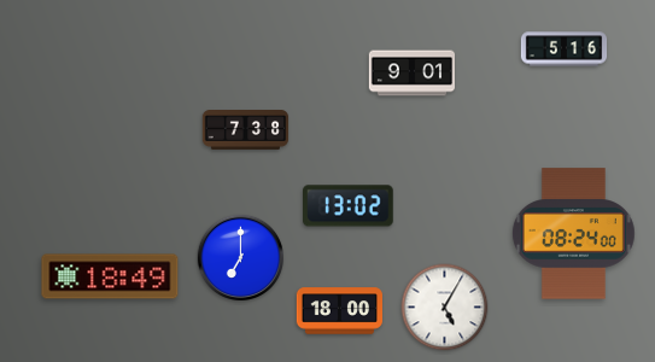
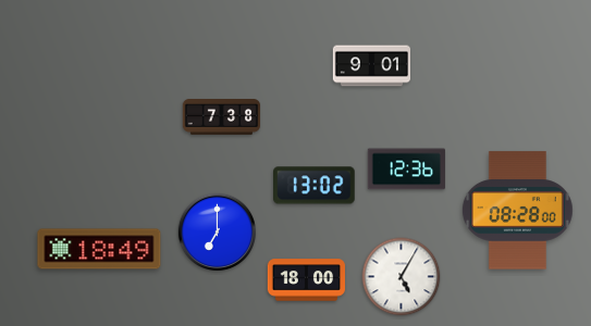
clock at (565, 49): 5:16 -> none
clock at (406, 170): none -> 12:36
clock at (573, 234): 08:24 -> 08:28
